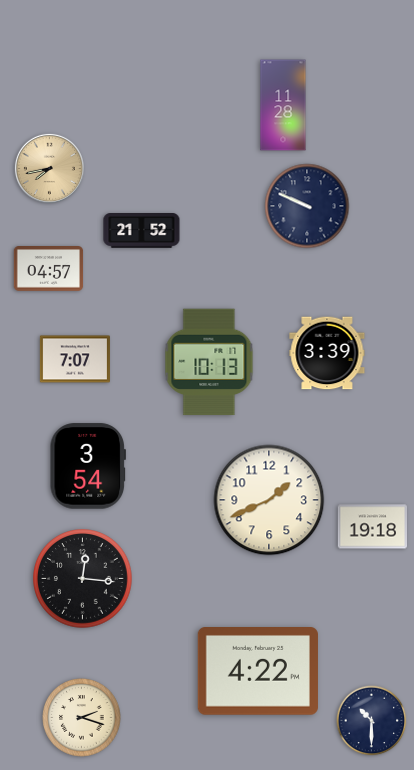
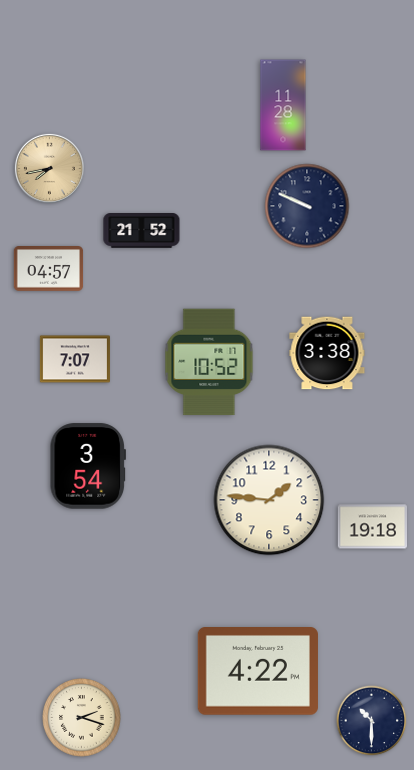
clock at (327, 353): 3:39 -> 3:38
clock at (209, 362): 10:13 -> 10:52
clock at (269, 500): 1:41 -> 1:46
clock at (83, 579): 12:16 -> none
